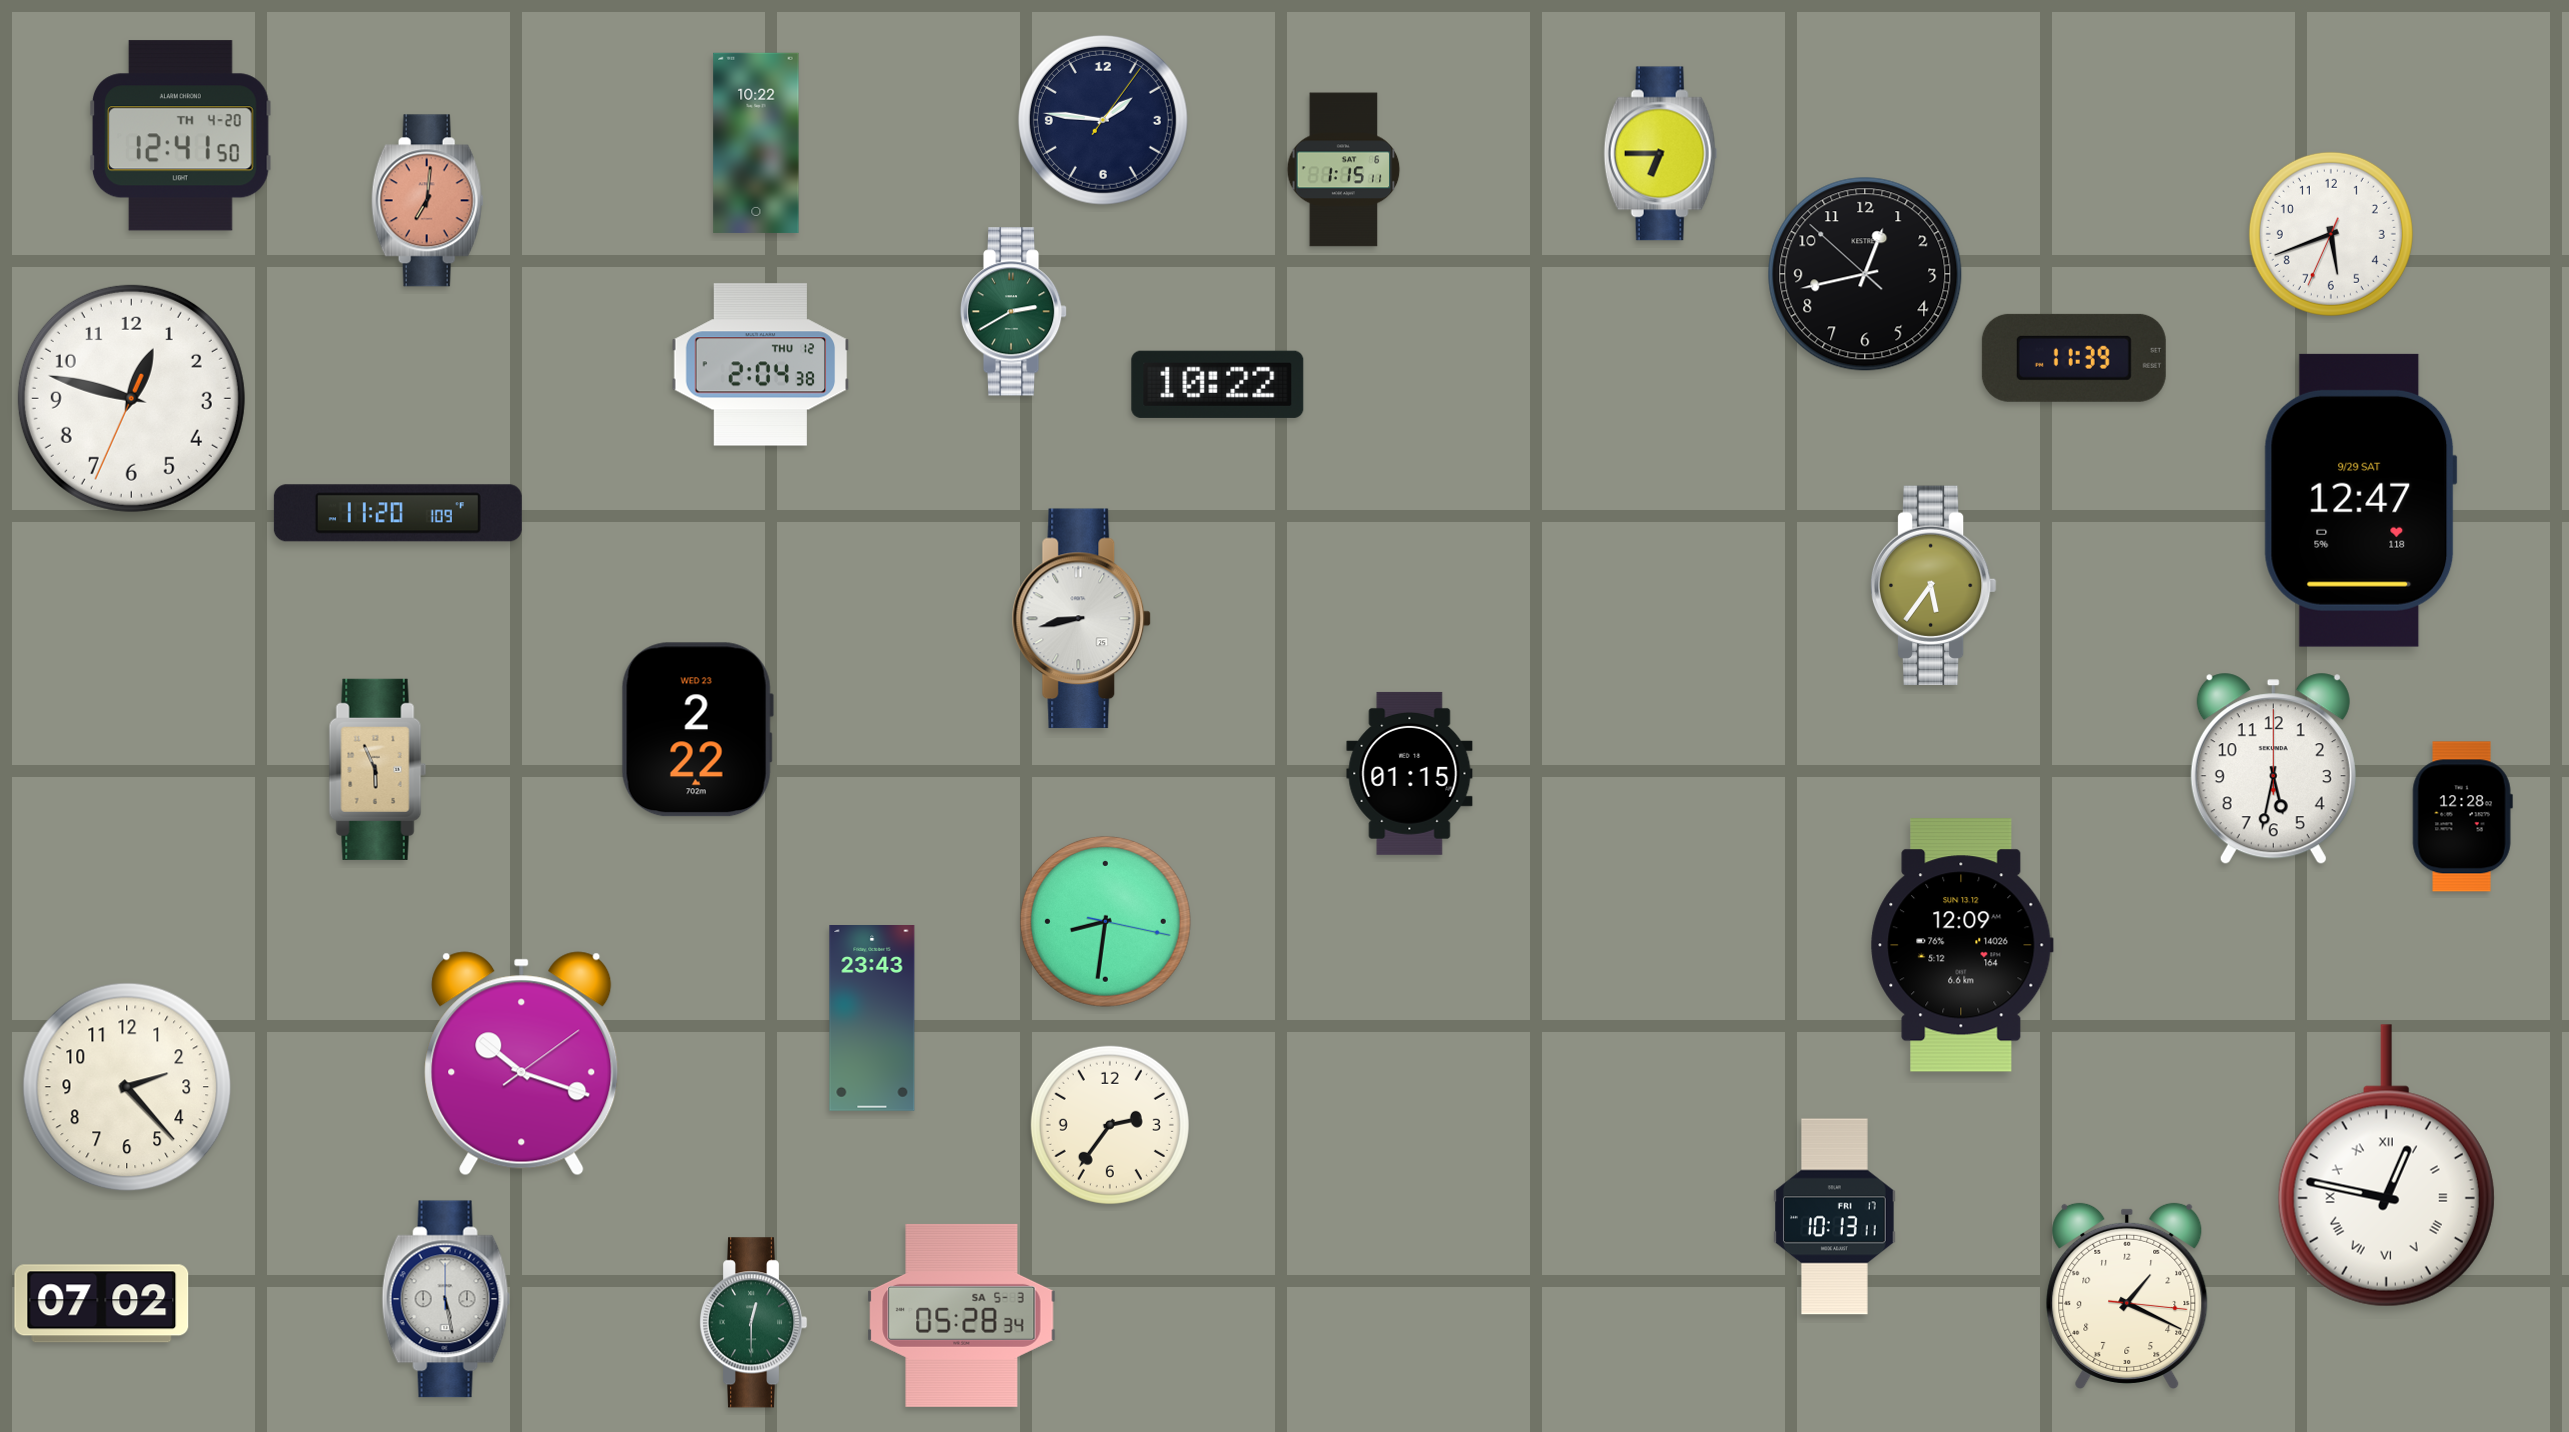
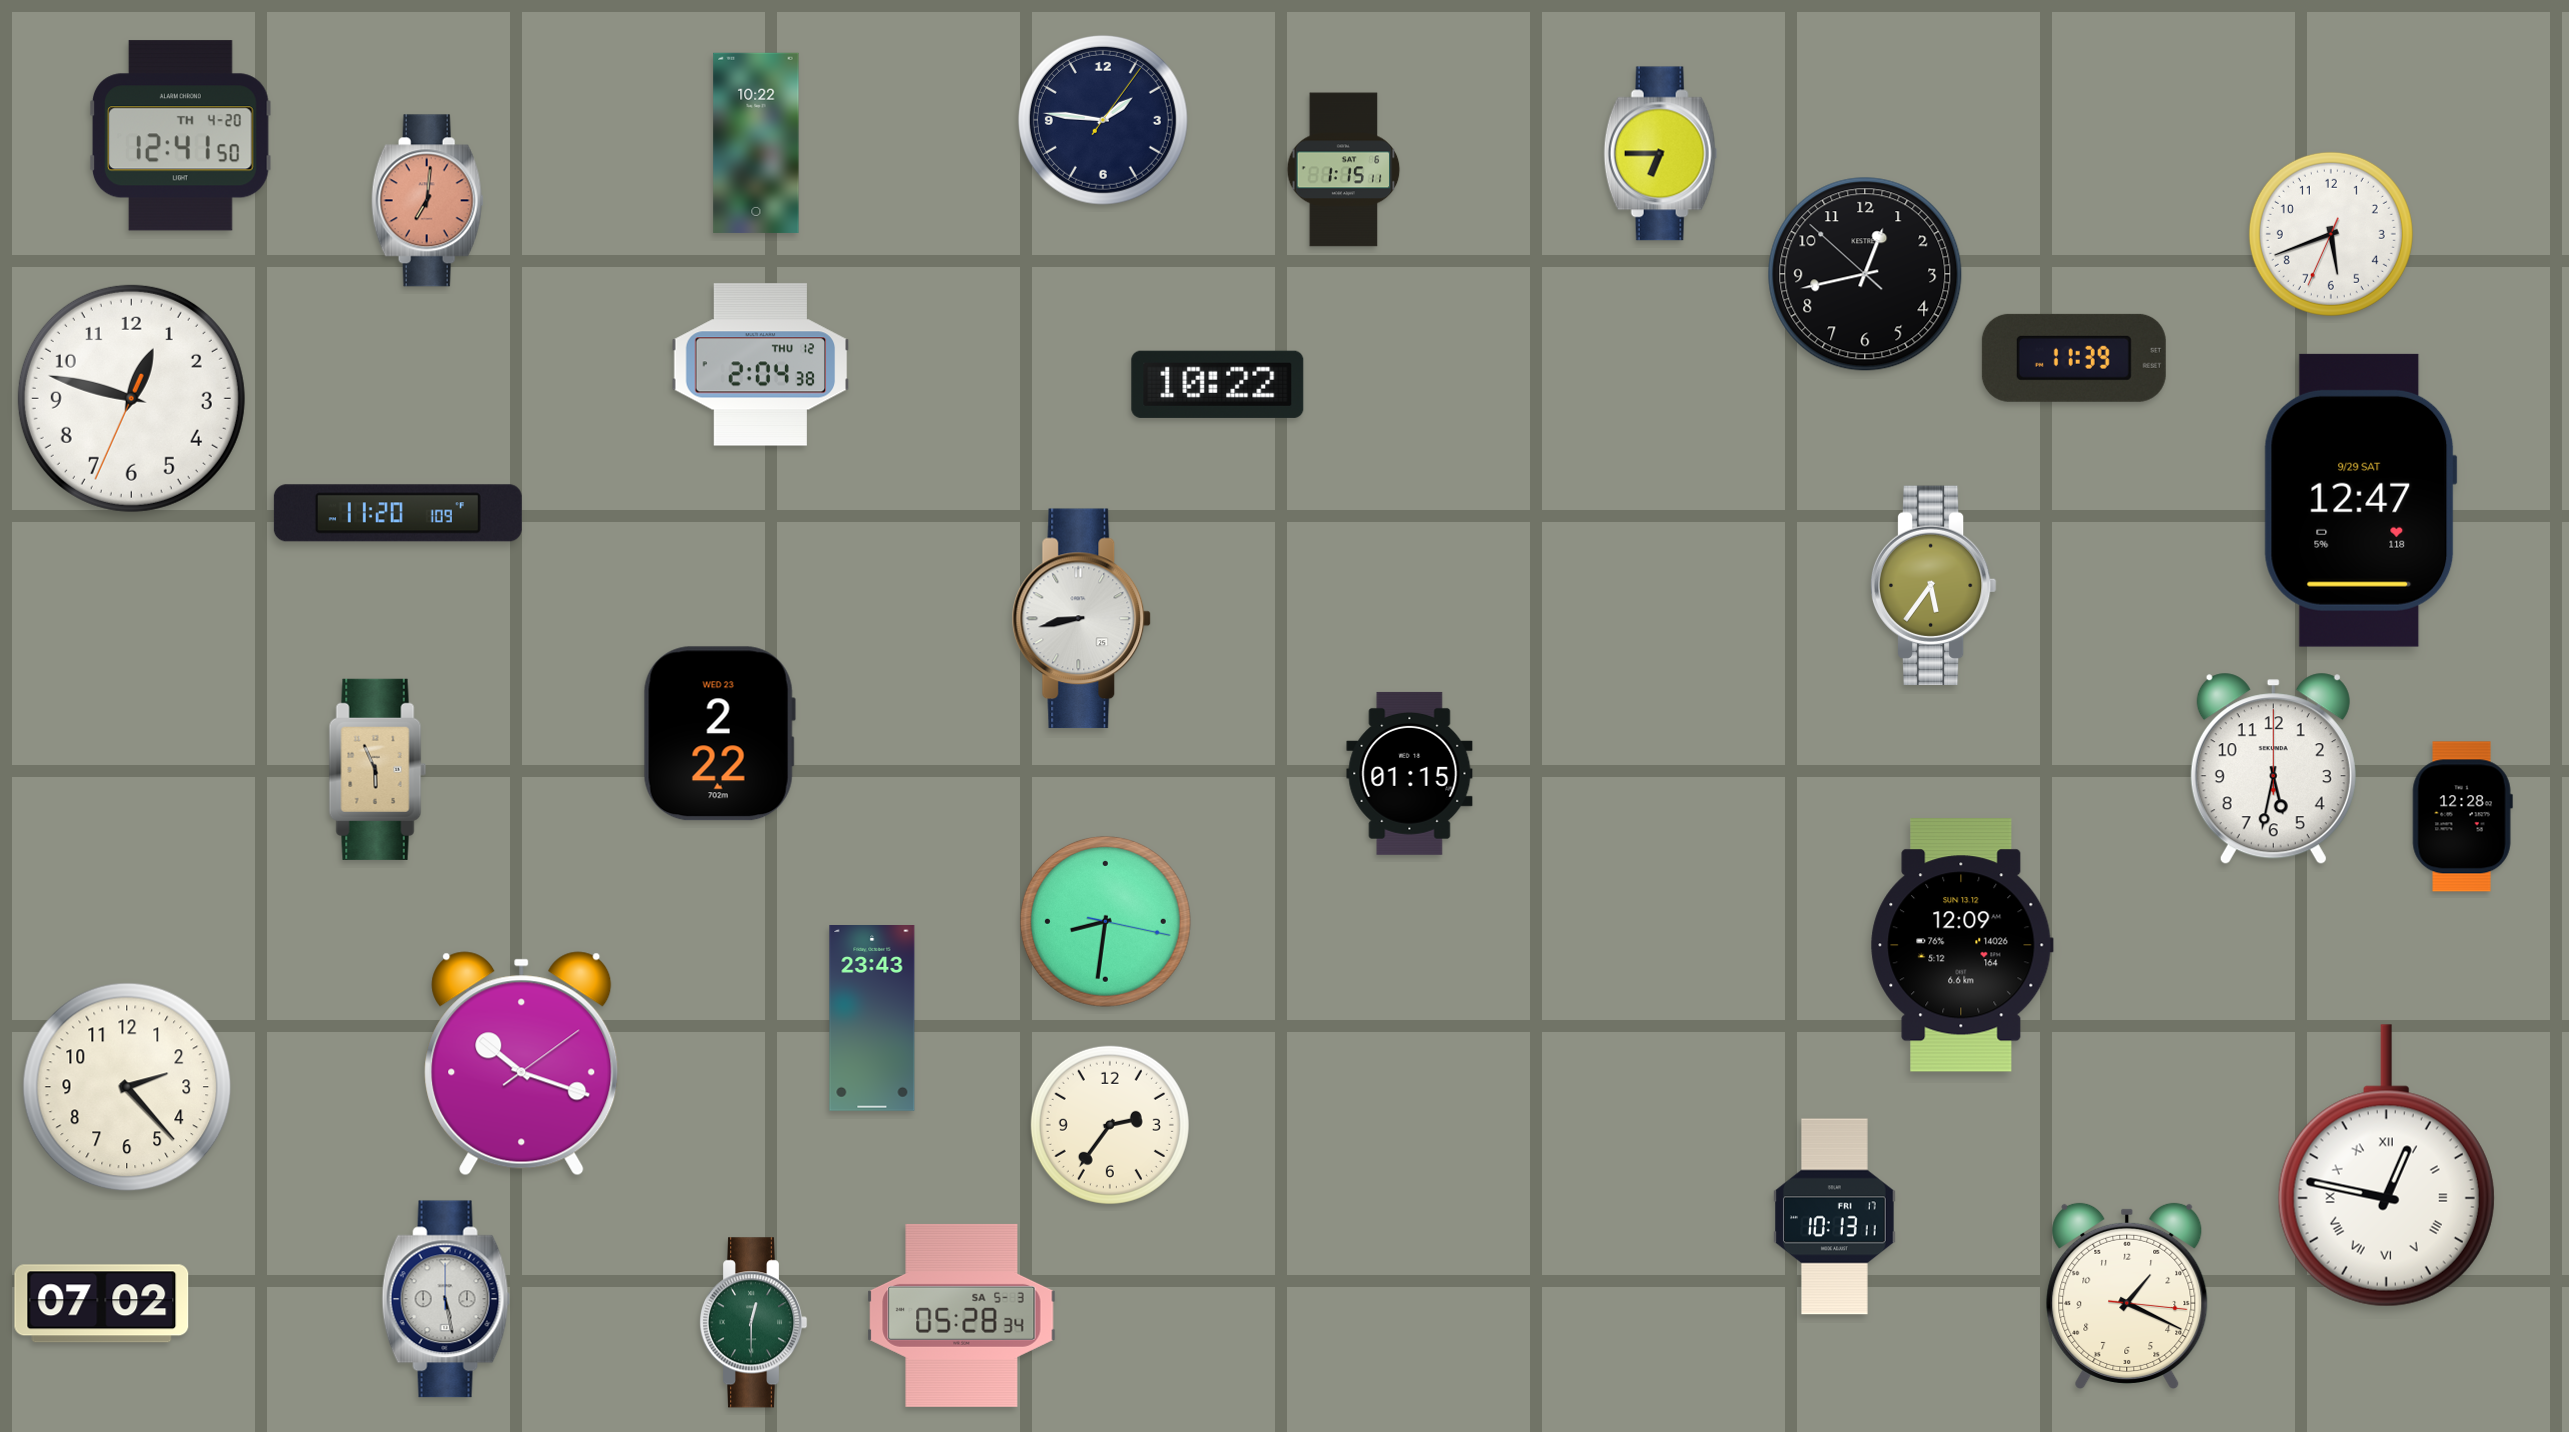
clock at (1014, 312): 2:40 -> none
clock at (697, 730) position: (697, 730) -> (719, 734)
